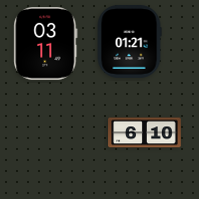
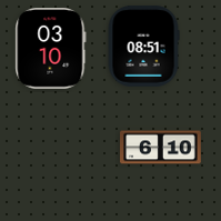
clock at (129, 42): 01:21 -> 08:51
clock at (46, 44): 03:11 -> 03:10
